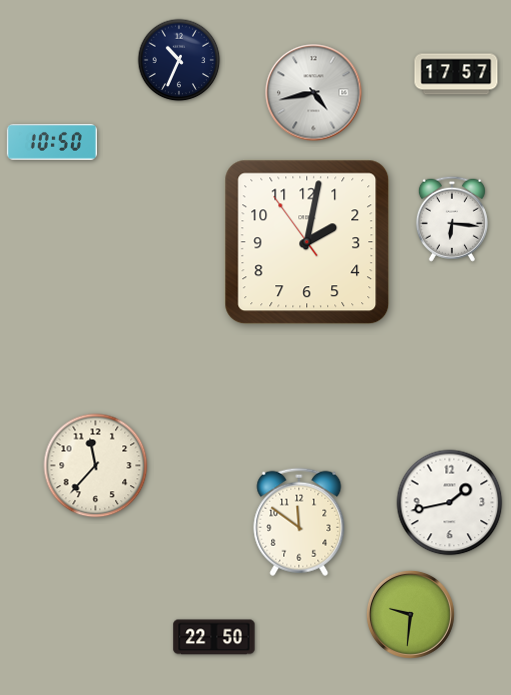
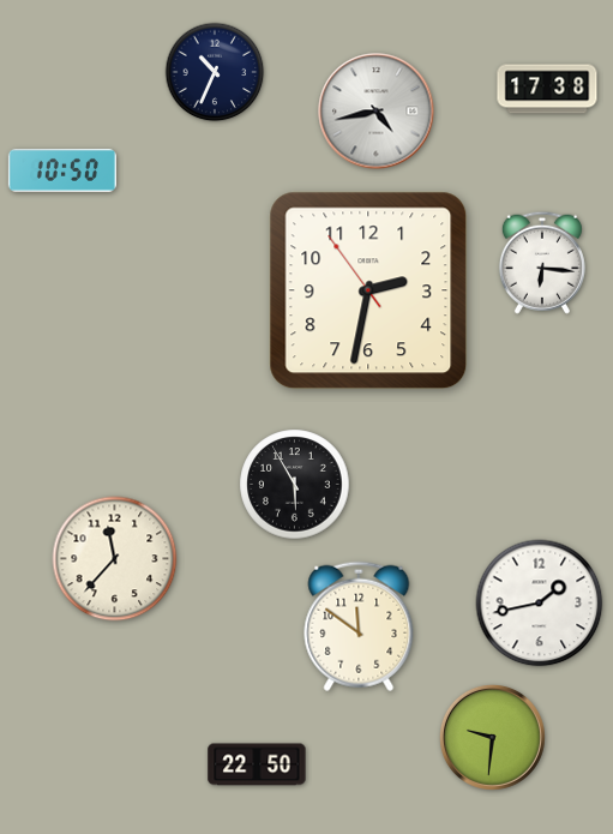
clock at (456, 74): 17:57 -> 17:38
clock at (307, 242): 2:01 -> 2:31
clock at (295, 485): none -> 5:55
